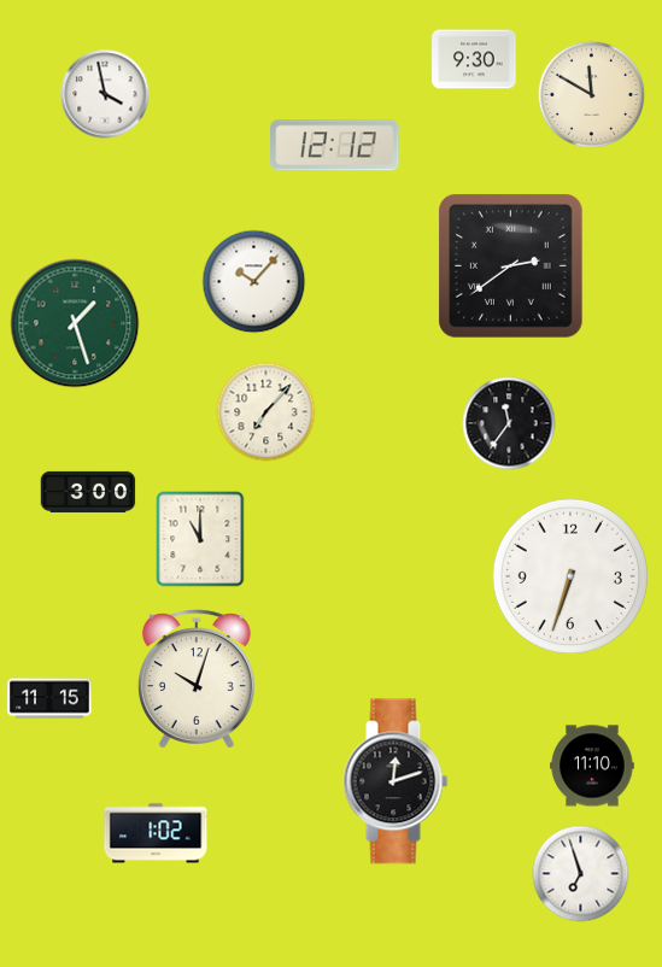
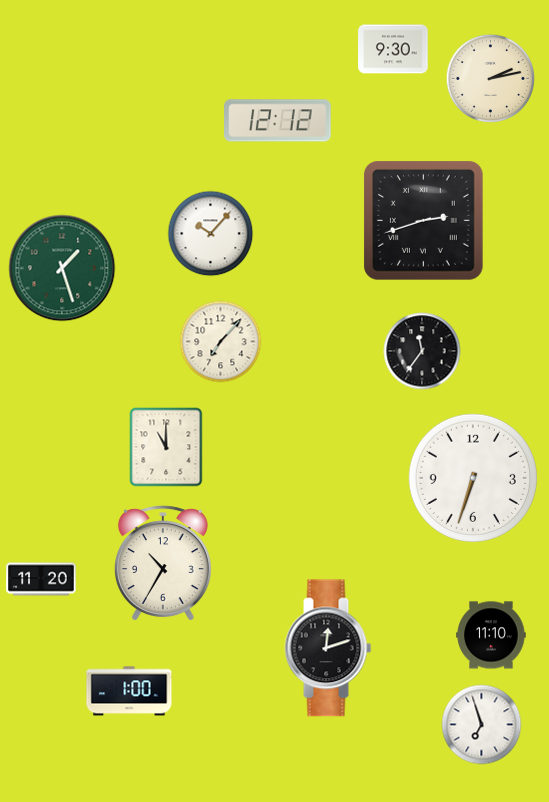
clock at (105, 94): 3:58 -> none
clock at (591, 94): 11:50 -> 2:13
clock at (510, 265): 2:39 -> 2:42
clock at (88, 492): 3:00 -> none
clock at (197, 679): 10:03 -> 10:35
clock at (49, 698): 11:15 -> 11:20
clock at (156, 833): 1:02 -> 1:00
